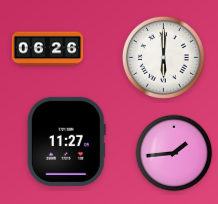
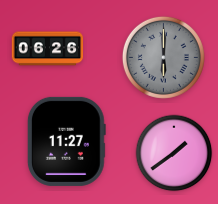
clock at (163, 57) dial: white -> grey
clock at (174, 153): 1:44 -> 1:39
